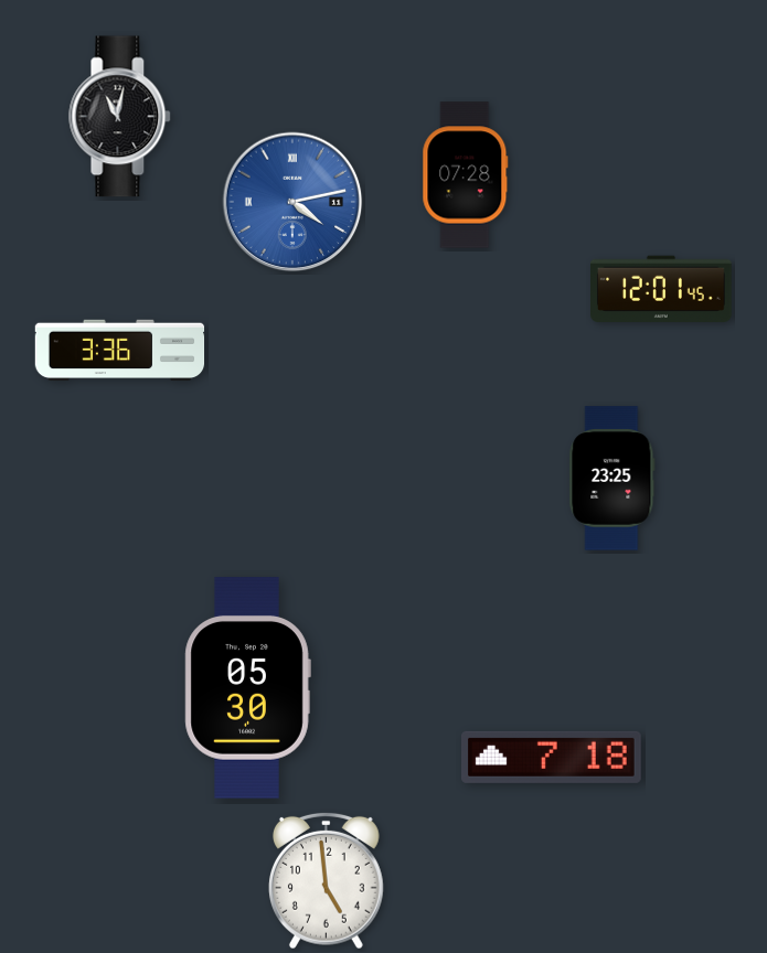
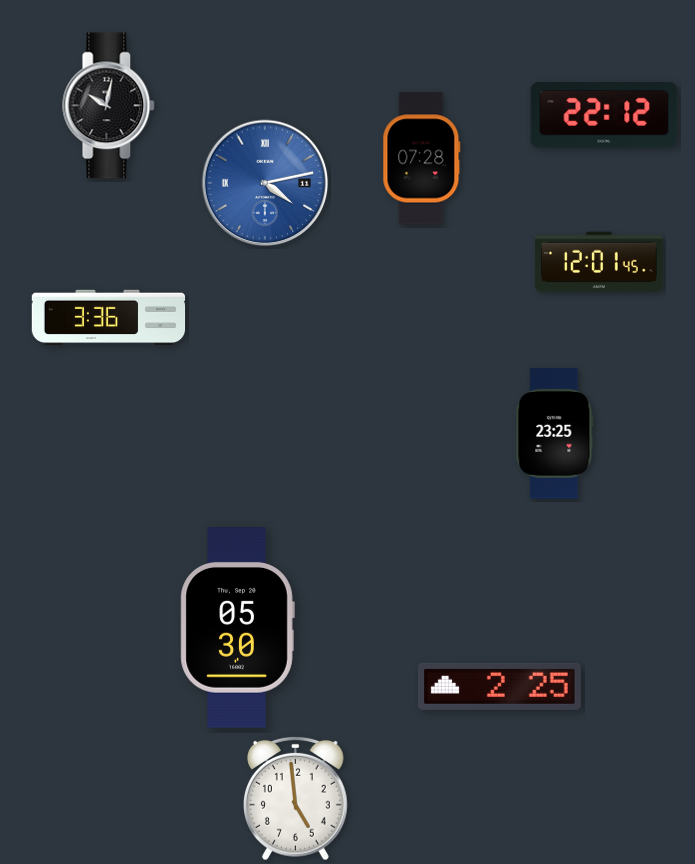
clock at (120, 117): 11:02 -> 10:02
clock at (604, 115): none -> 22:12
clock at (247, 688) position: (247, 688) -> (237, 628)
clock at (552, 757): 7:18 -> 2:25
